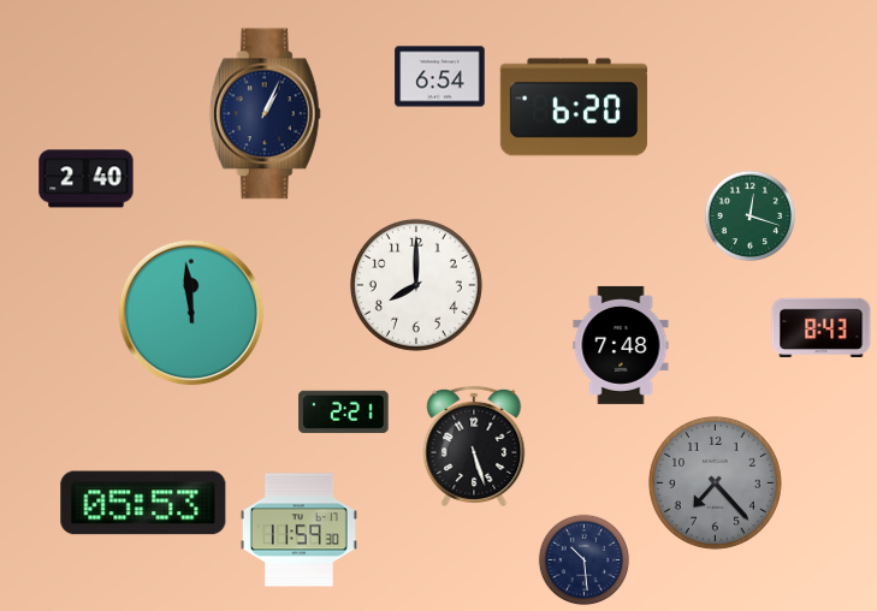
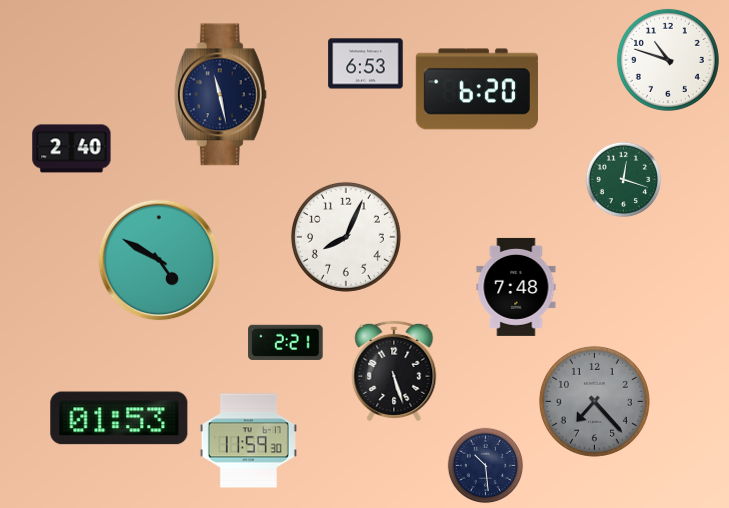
clock at (668, 60): none -> 10:48
clock at (440, 77): 6:54 -> 6:53
clock at (265, 114): 1:04 -> 11:28
clock at (416, 285): 8:00 -> 8:04
clock at (191, 313): 11:59 -> 4:50
clock at (822, 327): 8:43 -> none
clock at (143, 503): 05:53 -> 01:53
